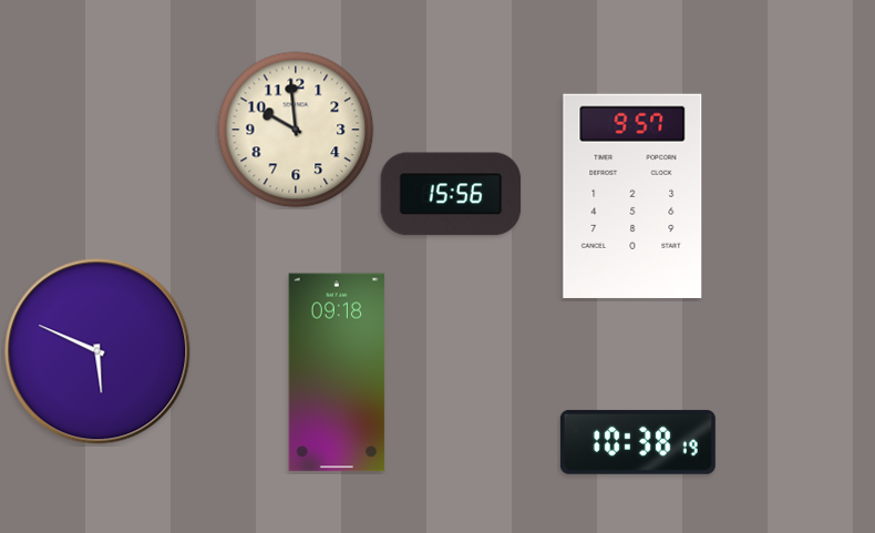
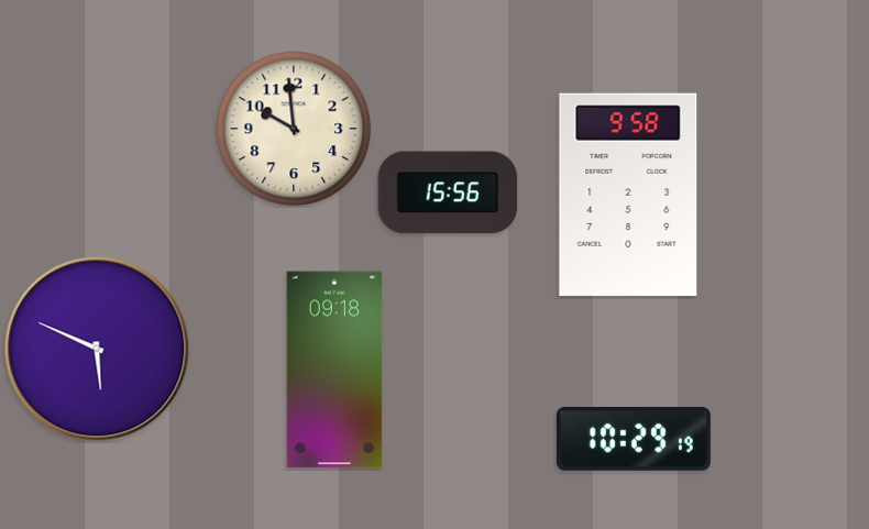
clock at (632, 196): 9:57 -> 9:58
clock at (638, 442): 10:38 -> 10:29
